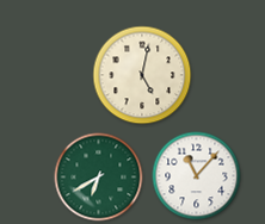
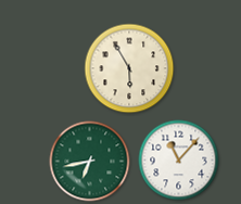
clock at (142, 75): 5:02 -> 5:55
clock at (99, 178): 6:40 -> 6:43
